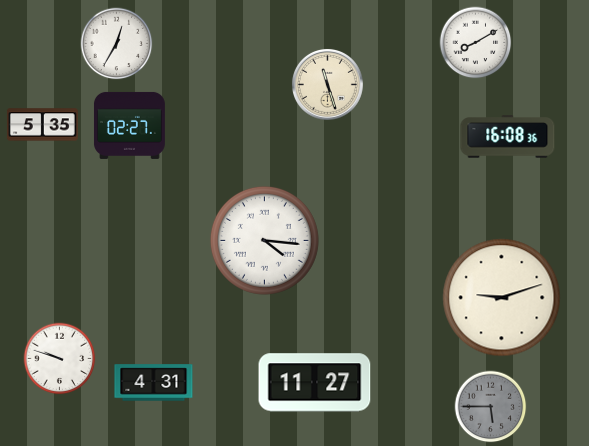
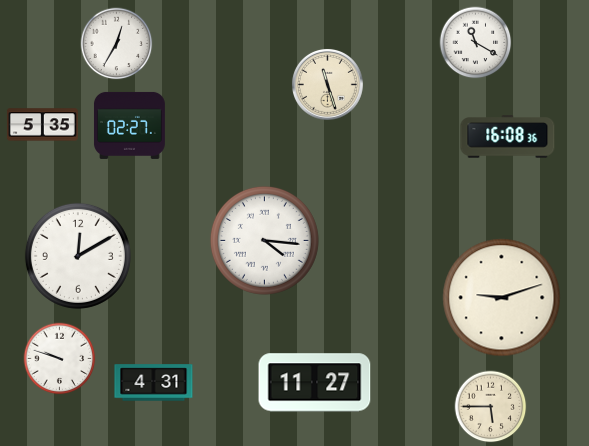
clock at (476, 43): 8:10 -> 11:20
clock at (78, 256): none -> 12:10
clock at (491, 407) dial: grey -> cream
